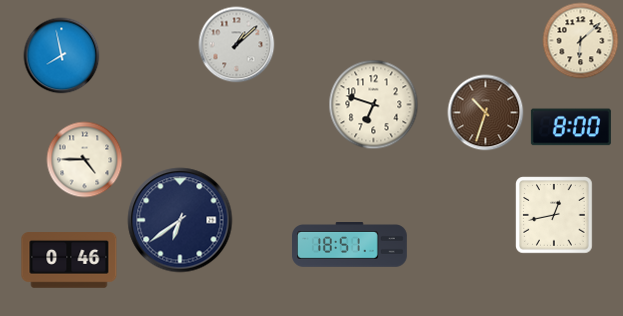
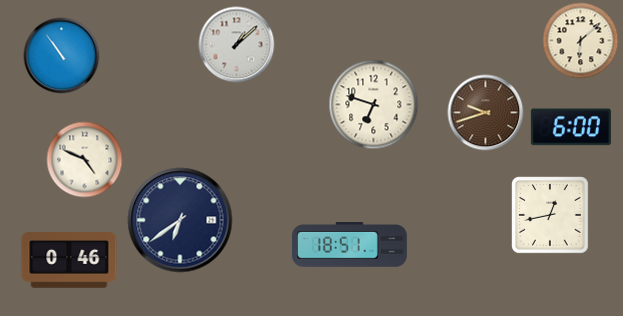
clock at (62, 56): 7:58 -> 10:54
clock at (486, 113): 10:33 -> 9:42
clock at (571, 127): 8:00 -> 6:00
clock at (85, 160): 4:45 -> 4:49
clock at (554, 215) position: (554, 215) -> (550, 215)
